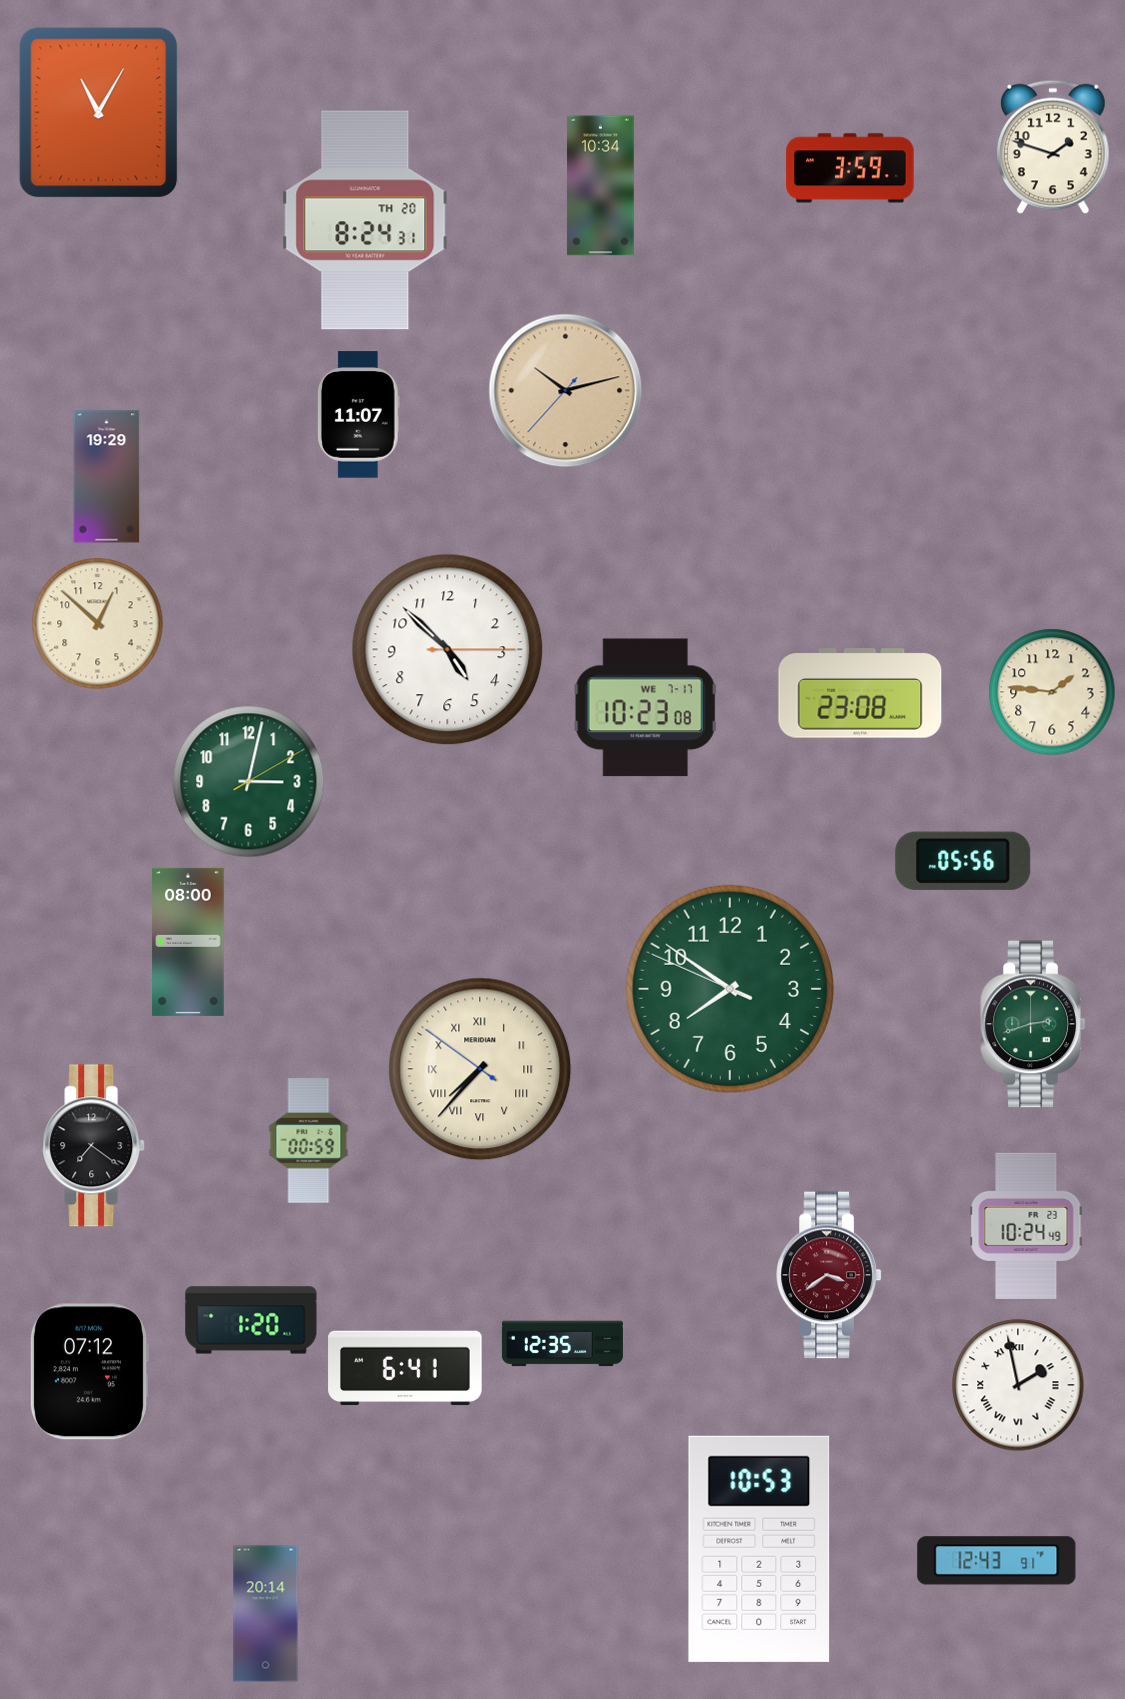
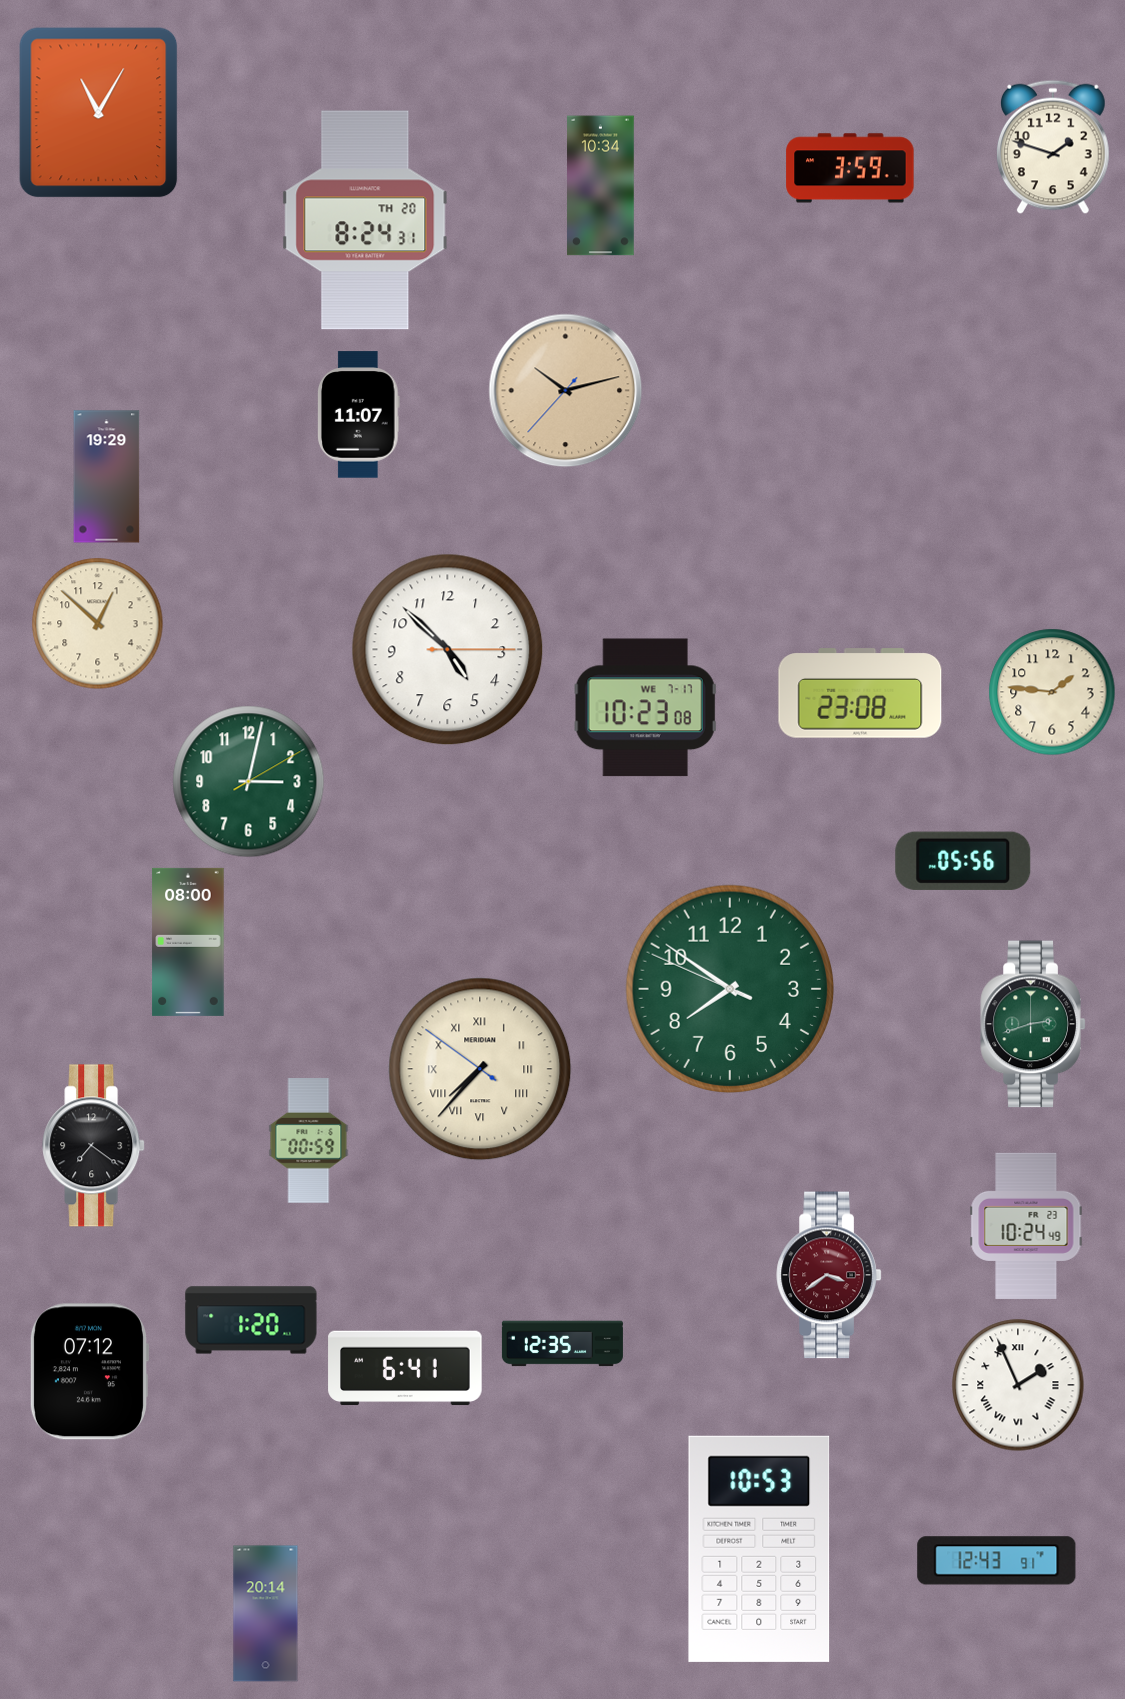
clock at (1018, 1385): 1:58 -> 1:56
